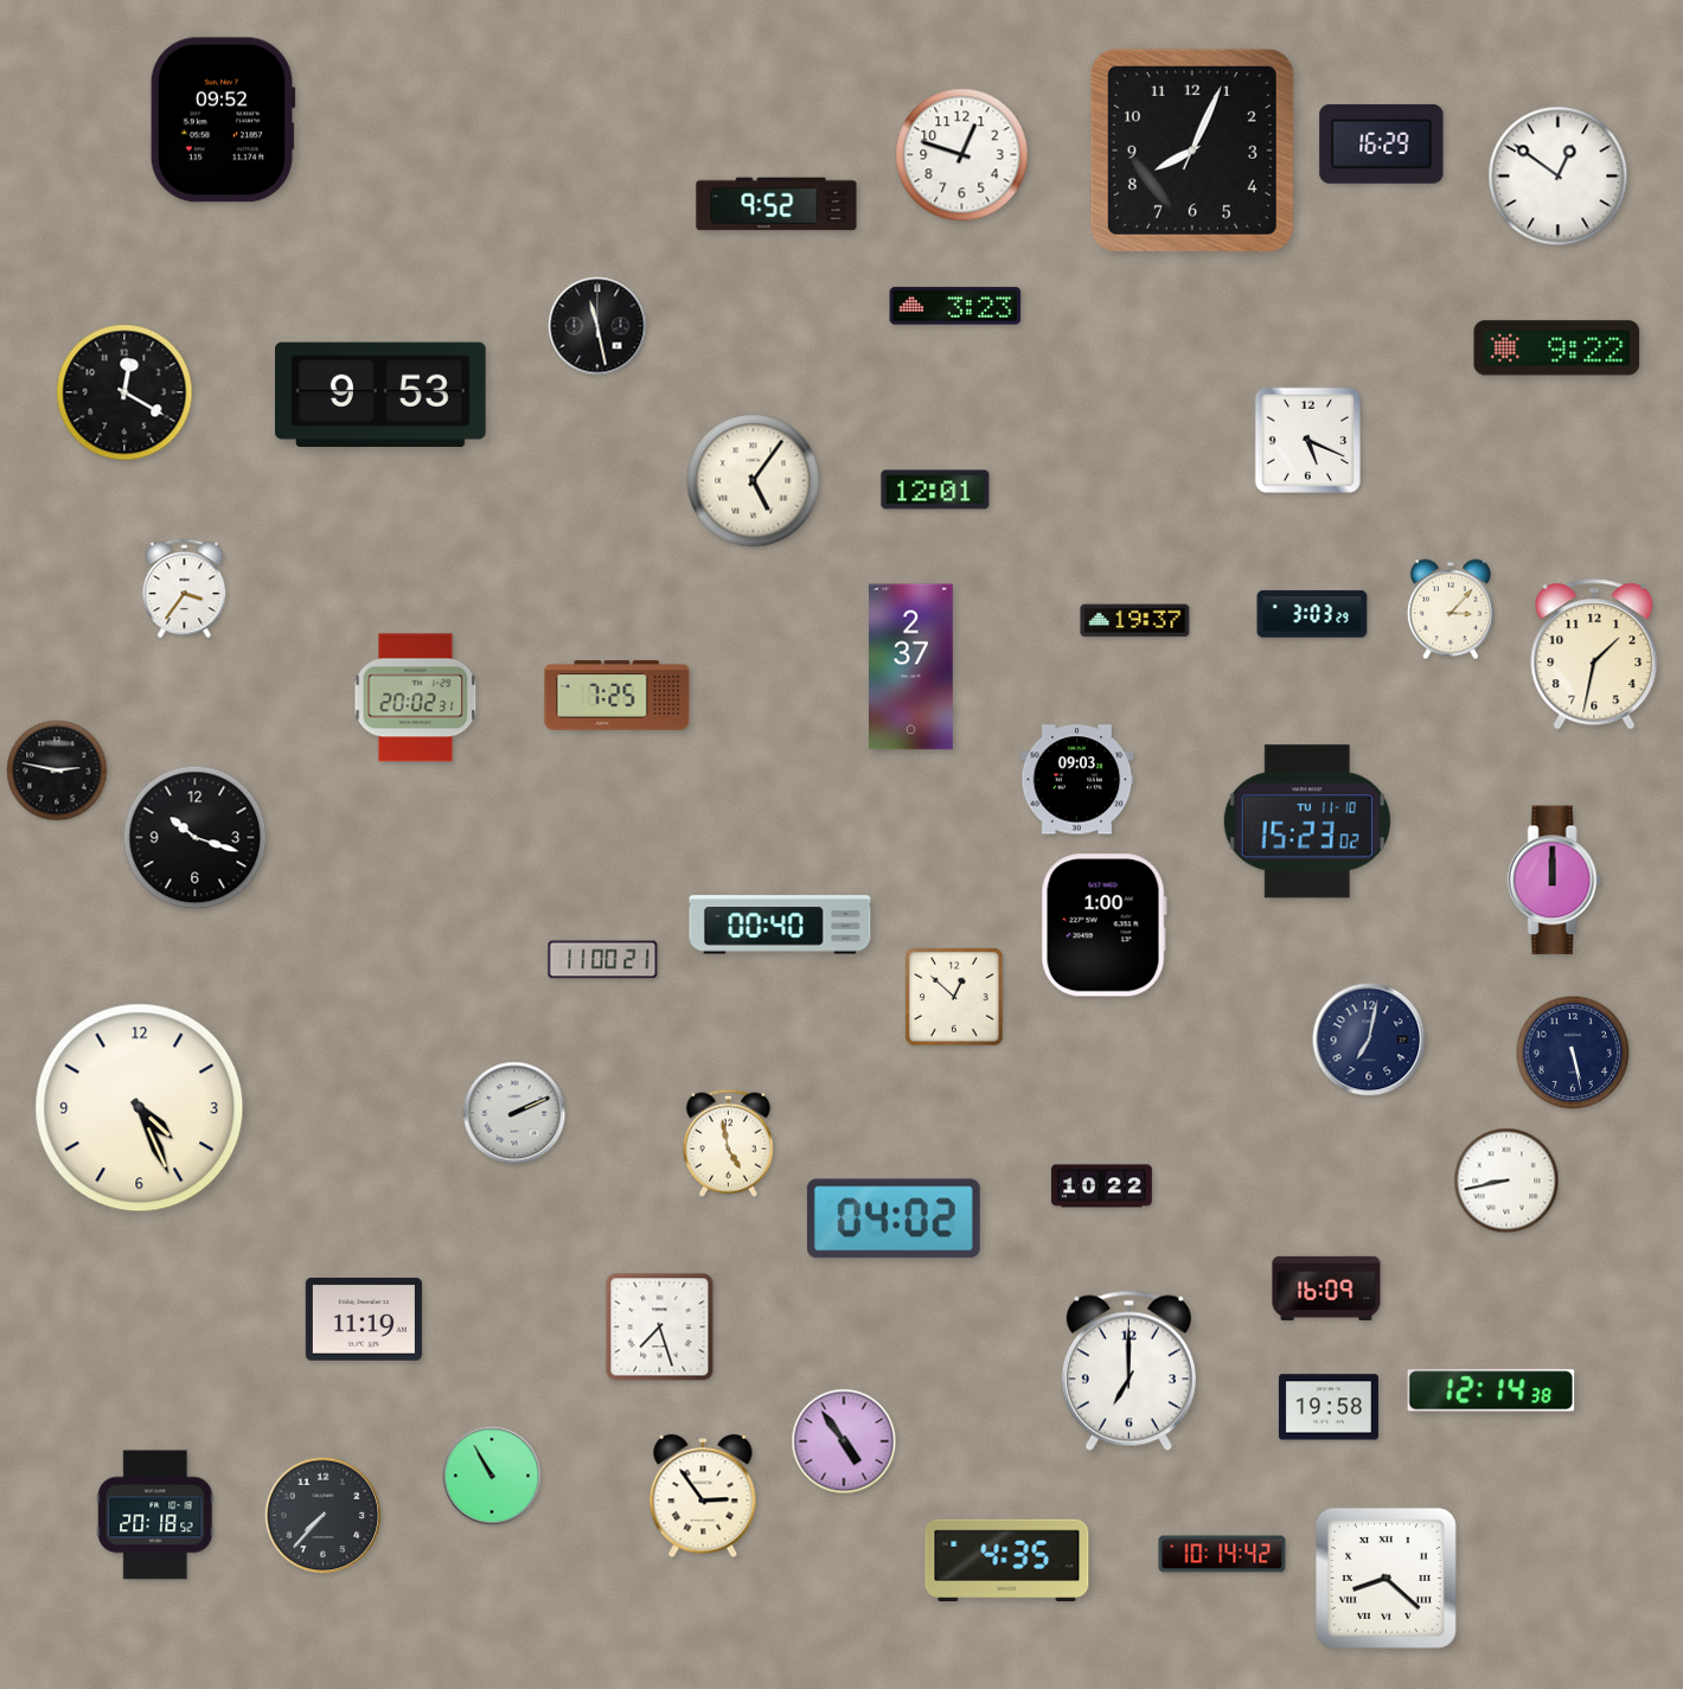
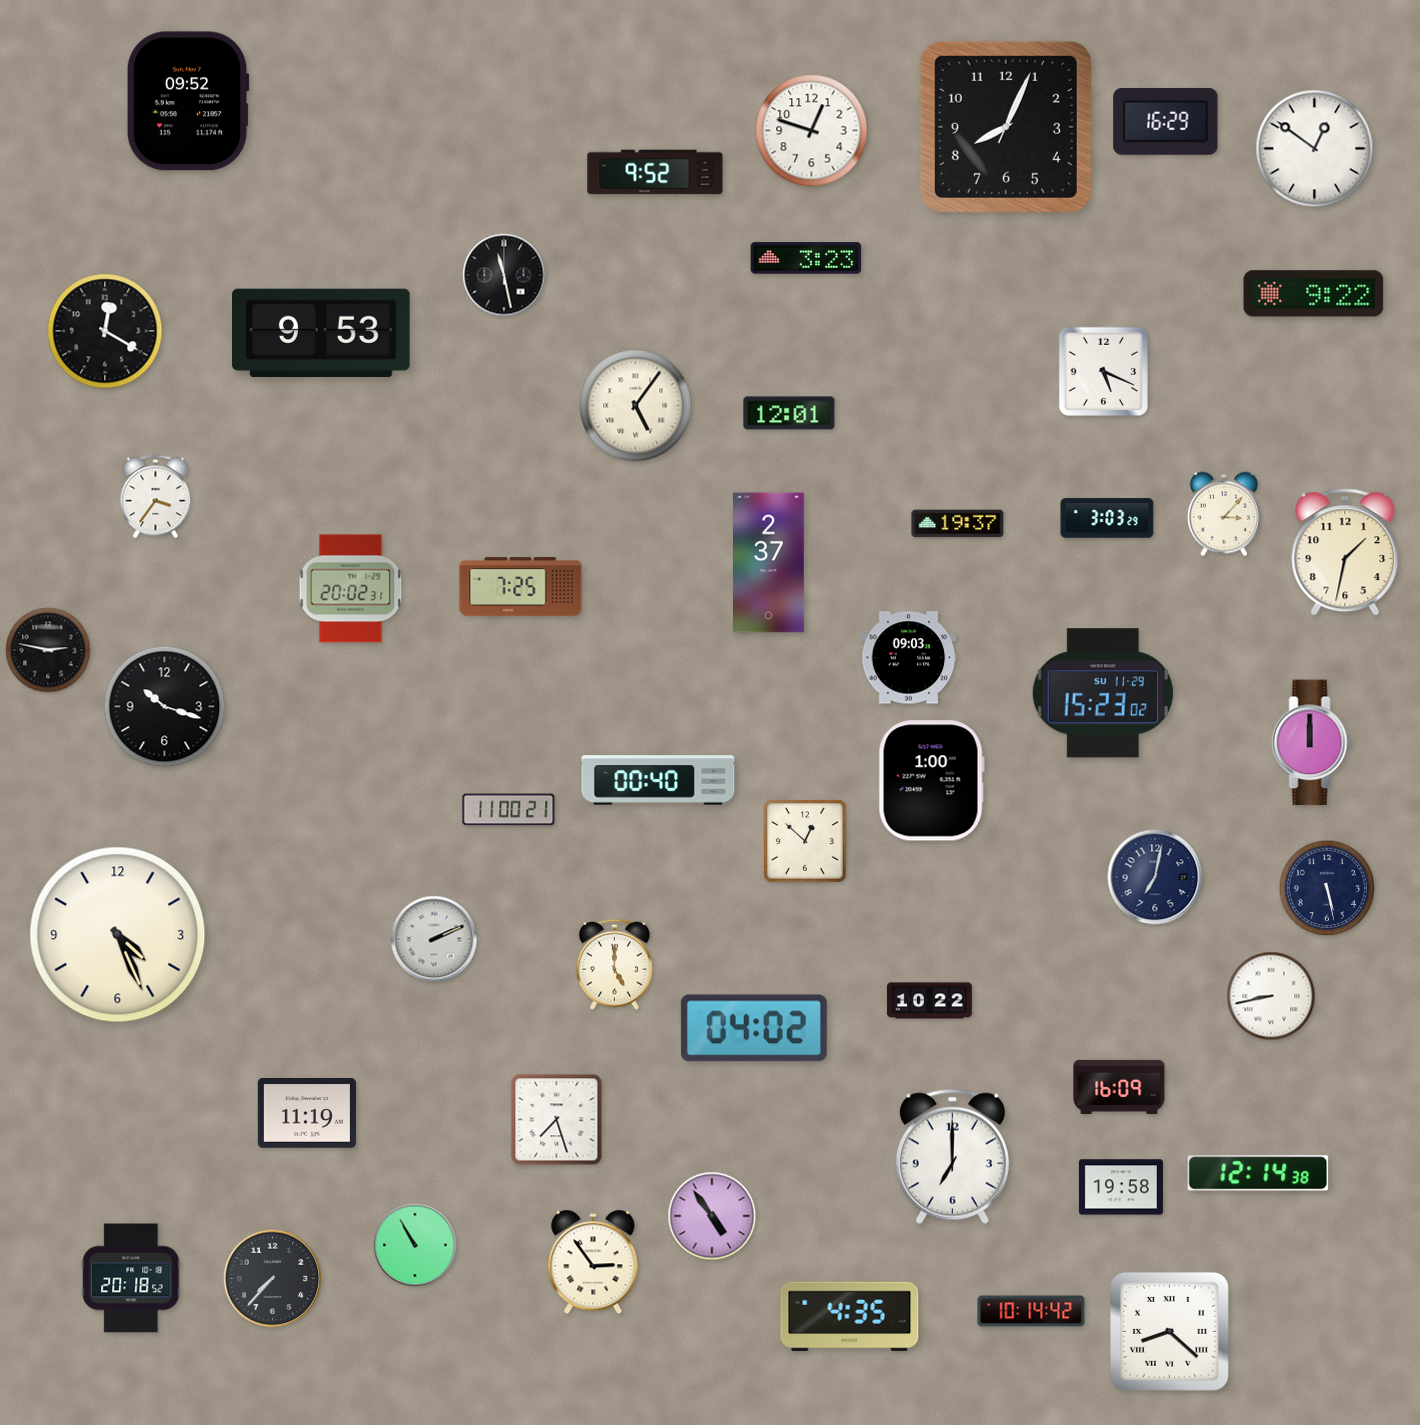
clock at (1307, 821) date: TU 11-10 -> SU 11-29
clock at (728, 1143): 4:58 -> 5:00
